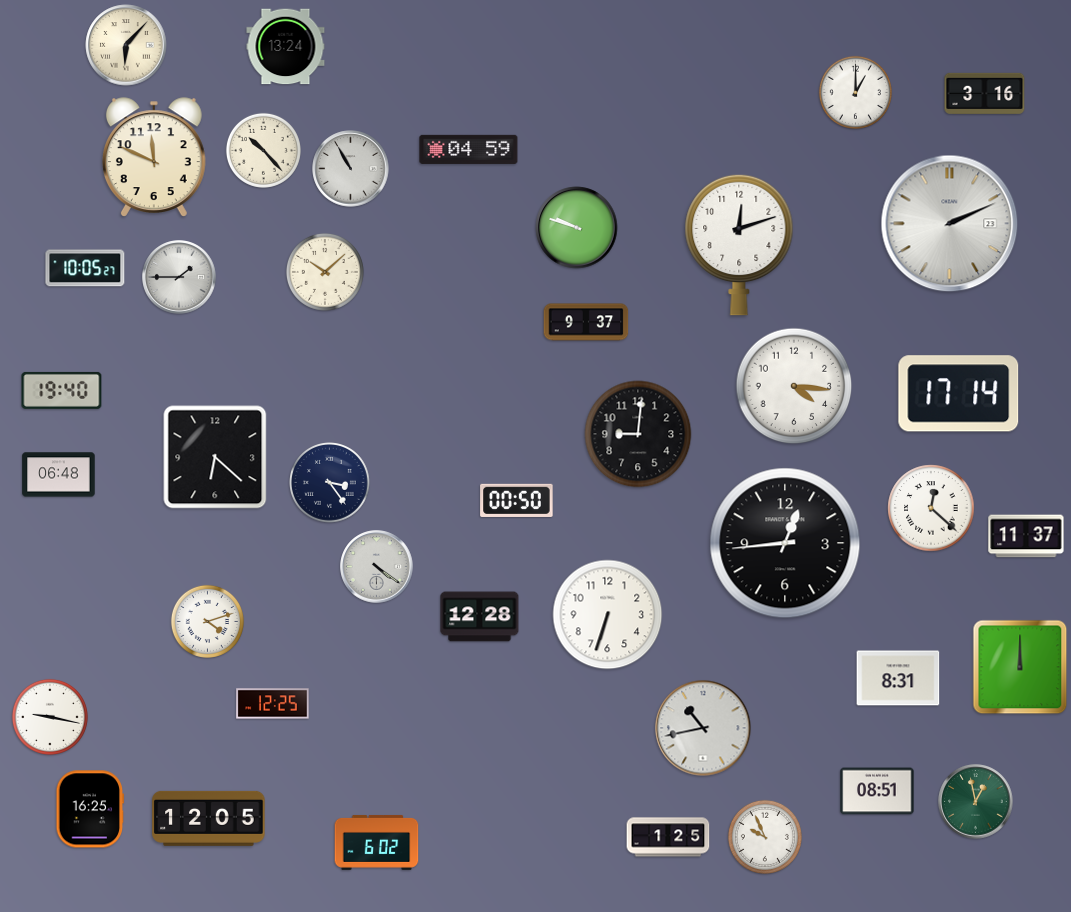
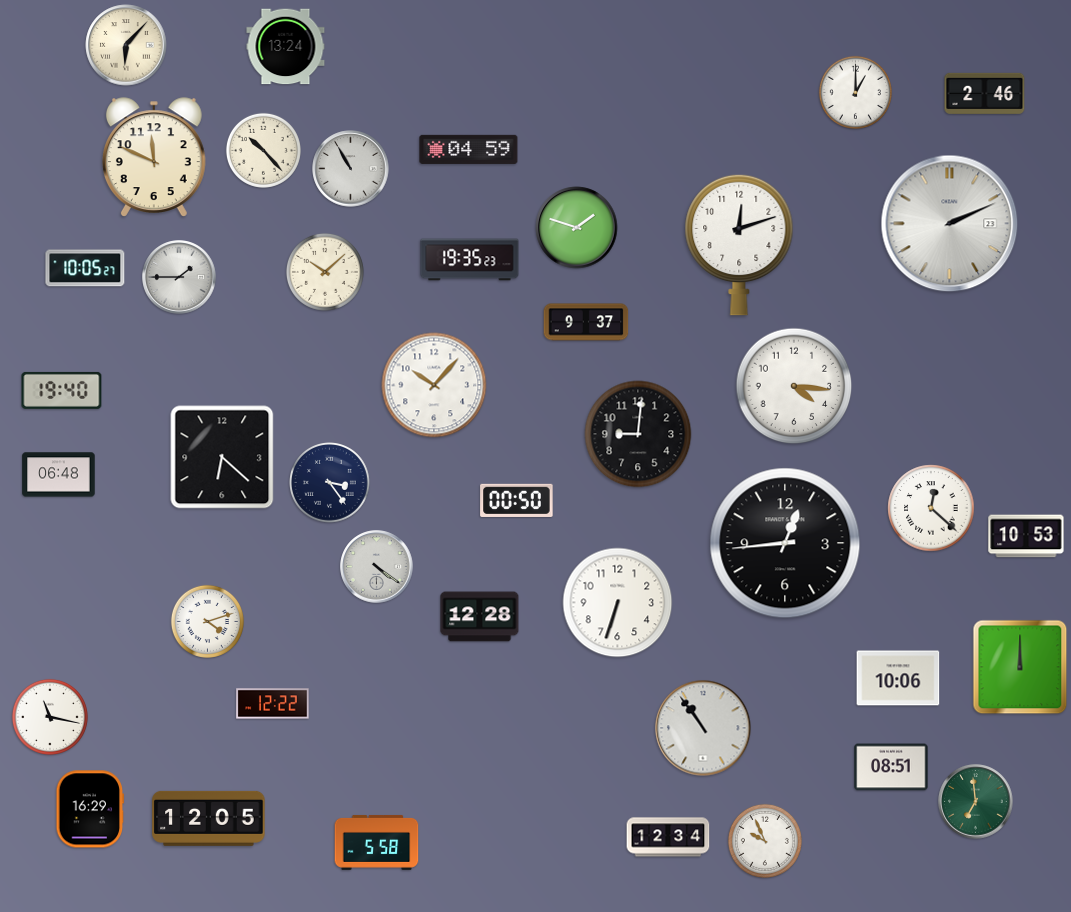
clock at (985, 93): 3:16 -> 2:46
clock at (577, 228): 9:48 -> 1:48
clock at (470, 260): none -> 19:35
clock at (434, 385): none -> 10:07
clock at (959, 394): 17:14 -> none
clock at (215, 457) position: (215, 457) -> (222, 457)
clock at (1026, 536): 11:37 -> 10:53
clock at (608, 615) position: (608, 615) -> (618, 603)
clock at (898, 678): 8:31 -> 10:06
clock at (273, 704): 12:25 -> 12:22
clock at (50, 717): 9:17 -> 11:17
clock at (703, 728): 10:43 -> 10:54
clock at (877, 791) position: (877, 791) -> (891, 767)
clock at (976, 802): 12:58 -> 6:59
clock at (90, 809): 16:25 -> 16:29
clock at (668, 837): 1:25 -> 12:34
clock at (765, 837) position: (765, 837) -> (765, 841)
clock at (377, 842): 6:02 -> 5:58
